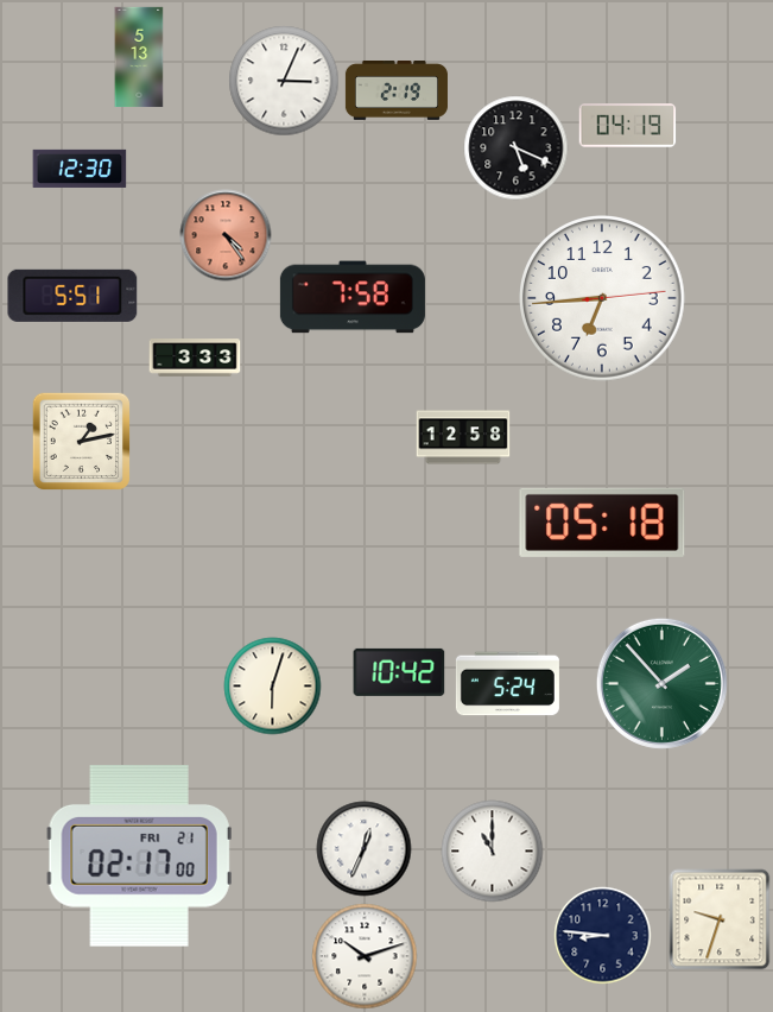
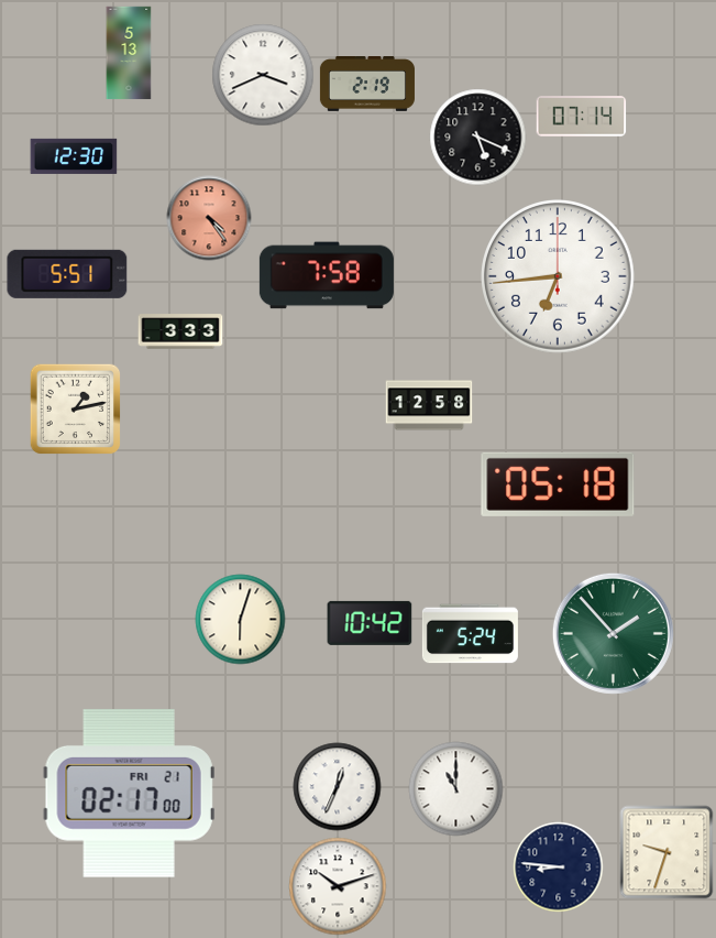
clock at (284, 81): 3:04 -> 3:41
clock at (628, 126): 04:19 -> 07:14
clock at (603, 299): 6:44:14 -> 6:44:00
clock at (273, 687) position: (273, 687) -> (241, 620)
